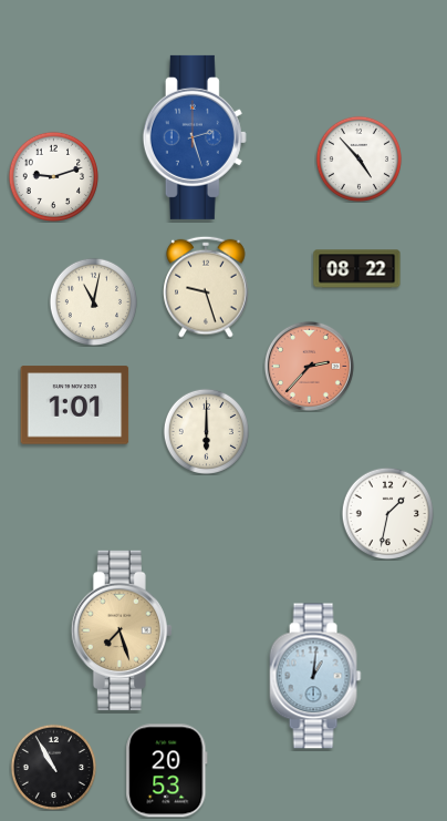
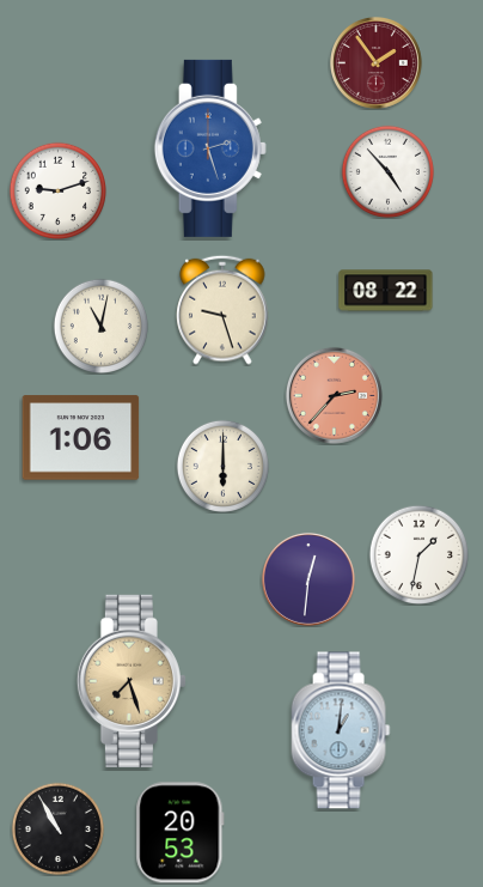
clock at (377, 63): none -> 1:54
clock at (75, 406): 1:01 -> 1:06
clock at (308, 579): none -> 12:31
